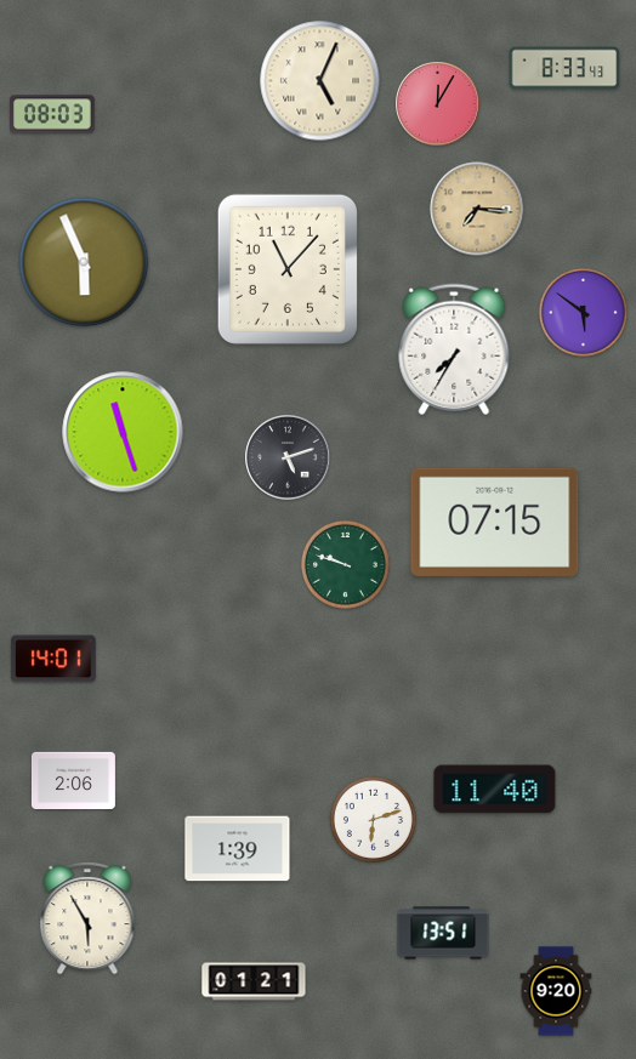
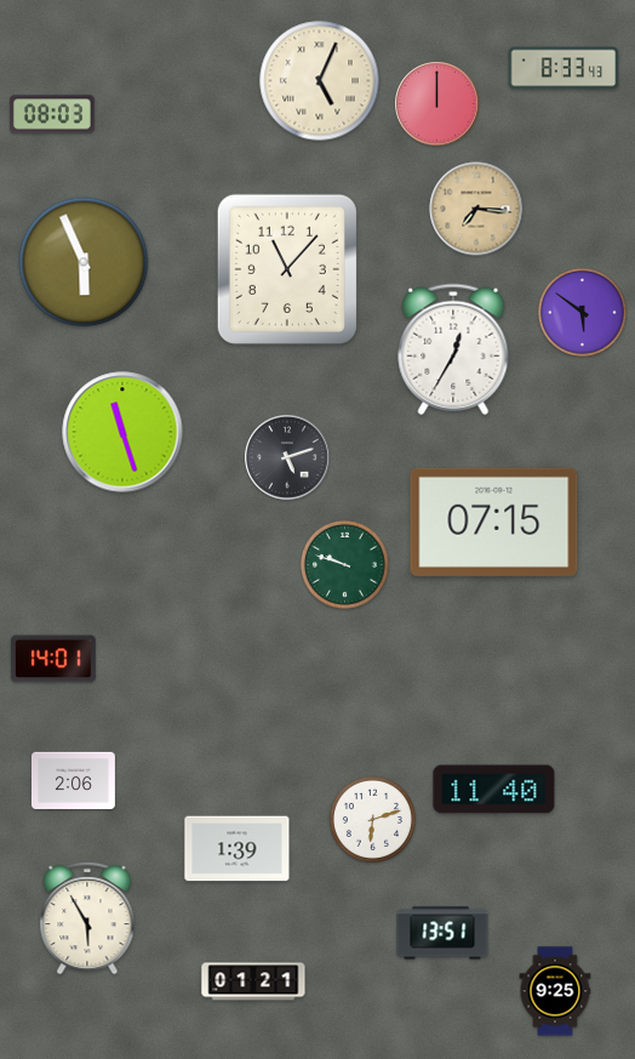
clock at (438, 104): 12:05 -> 12:00
clock at (454, 349): 7:35 -> 12:35
clock at (556, 991): 9:20 -> 9:25
